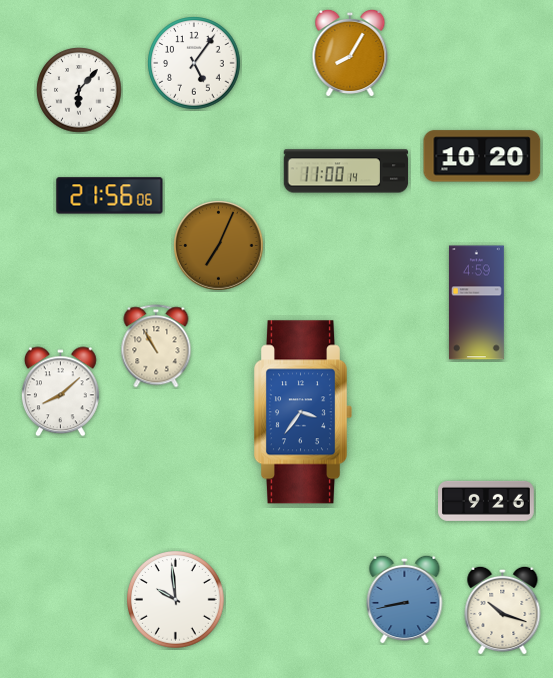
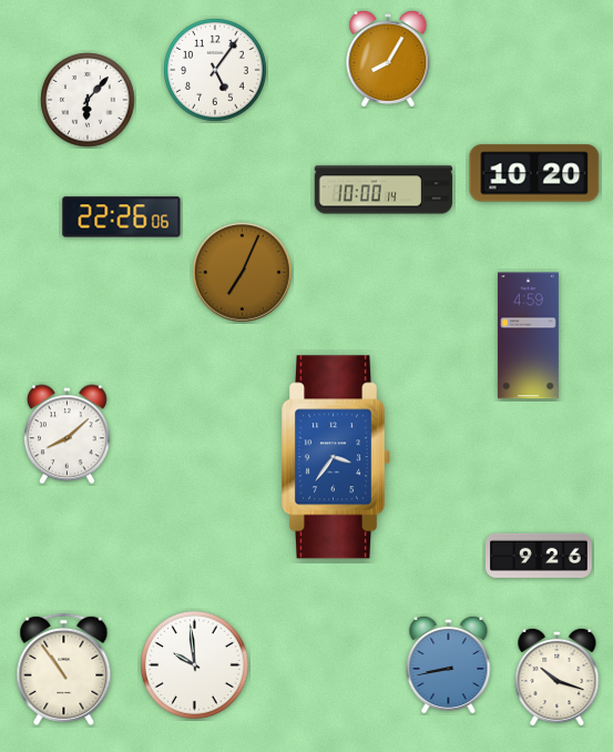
clock at (346, 171): 11:00 -> 10:00
clock at (110, 196): 21:56 -> 22:26
clock at (156, 346): 10:55 -> none
clock at (64, 669): none -> 10:54
